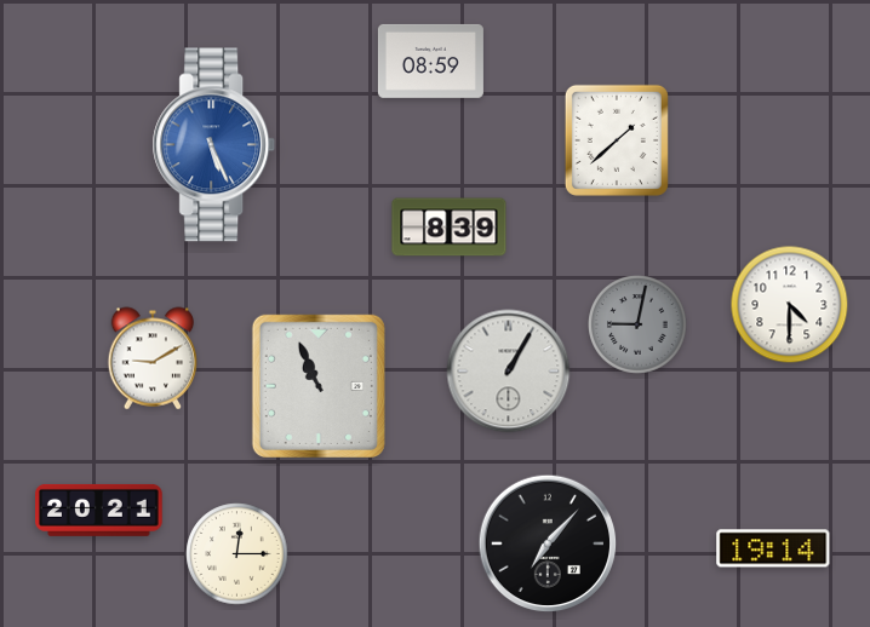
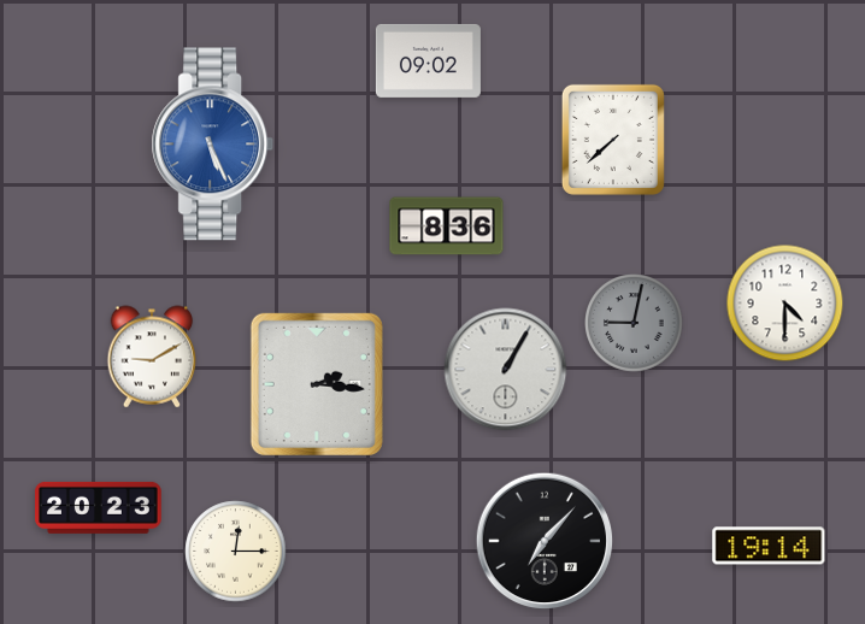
clock at (430, 61): 08:59 -> 09:02
clock at (617, 140): 1:38 -> 7:38
clock at (450, 228): 8:39 -> 8:36
clock at (319, 386): 10:56 -> 2:16
clock at (99, 510): 20:21 -> 20:23
